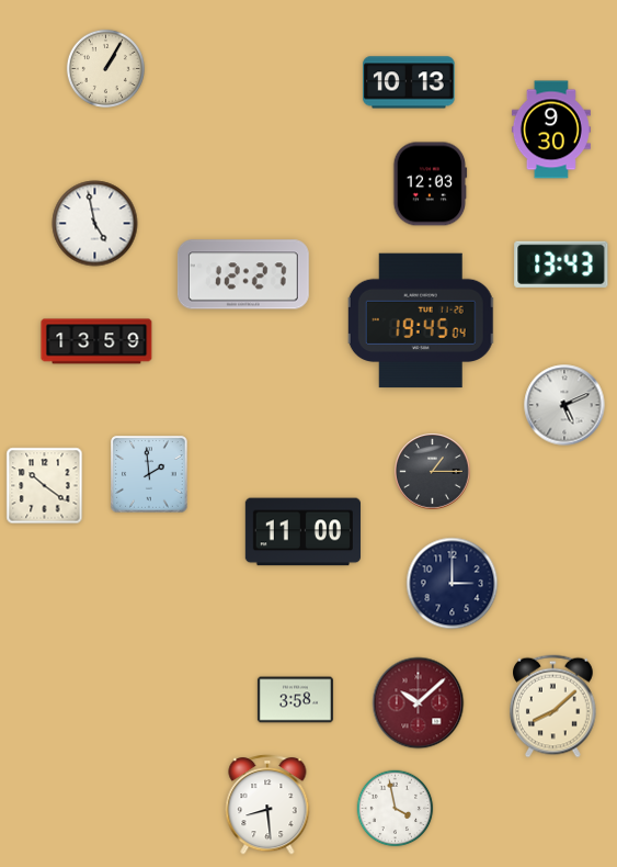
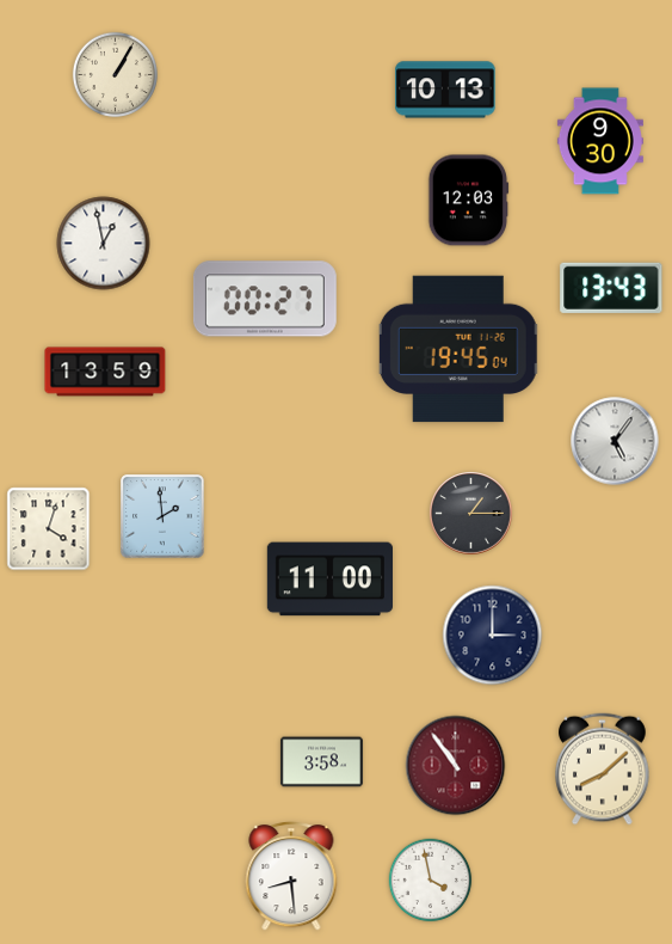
clock at (95, 224): 4:58 -> 12:58
clock at (243, 274): 12:27 -> 00:27
clock at (564, 405): 5:11 -> 5:06
clock at (45, 486): 10:21 -> 4:03
clock at (419, 703): 10:08 -> 10:54
